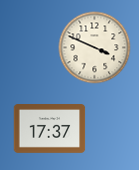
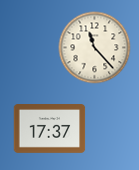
clock at (95, 48): 3:49 -> 11:23
